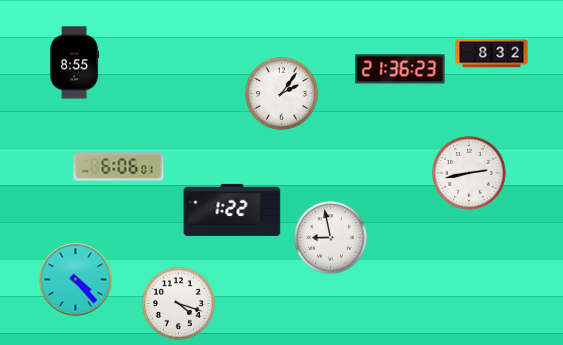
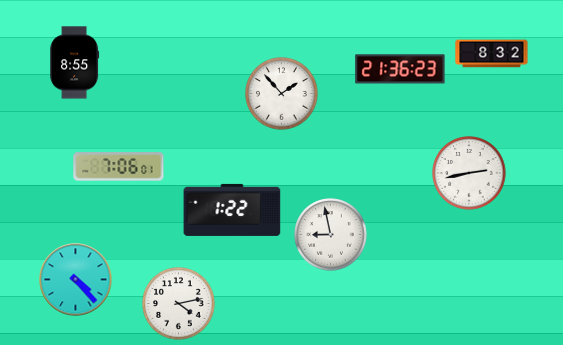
clock at (282, 94): 2:06 -> 1:53
clock at (119, 167): 6:06 -> 7:06
clock at (331, 238) position: (331, 238) -> (331, 235)
clock at (179, 304): 4:18 -> 4:13
